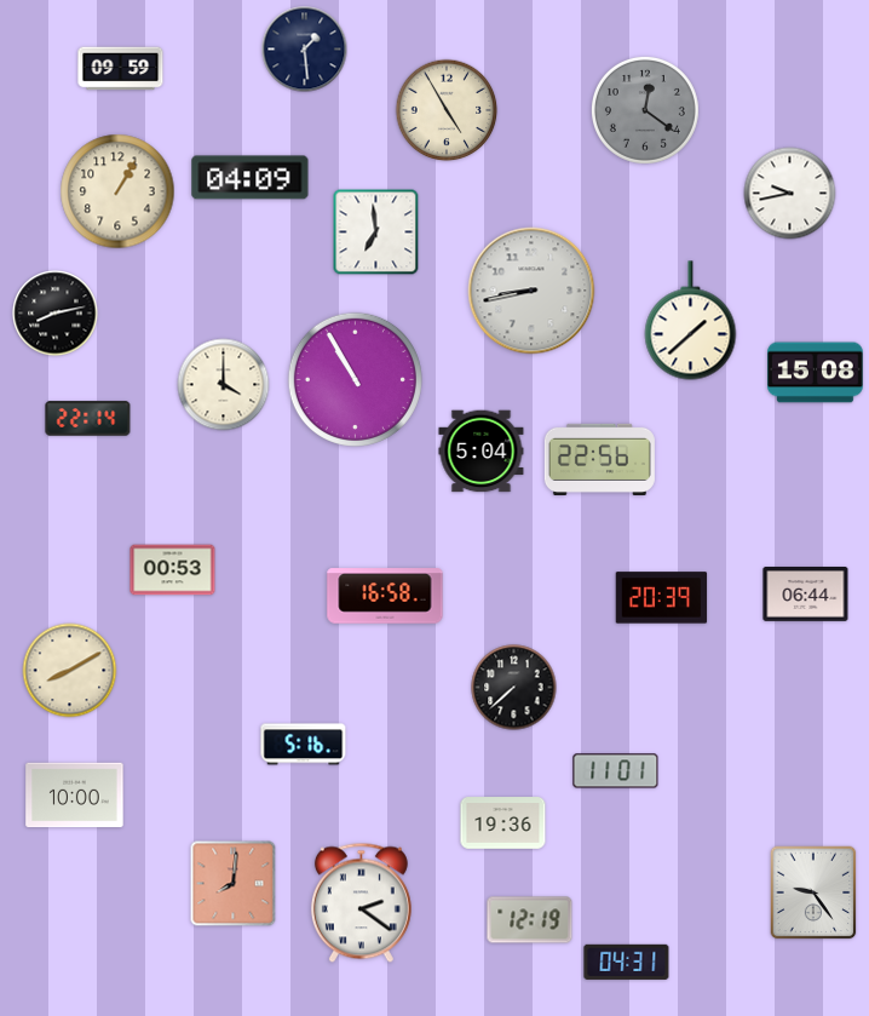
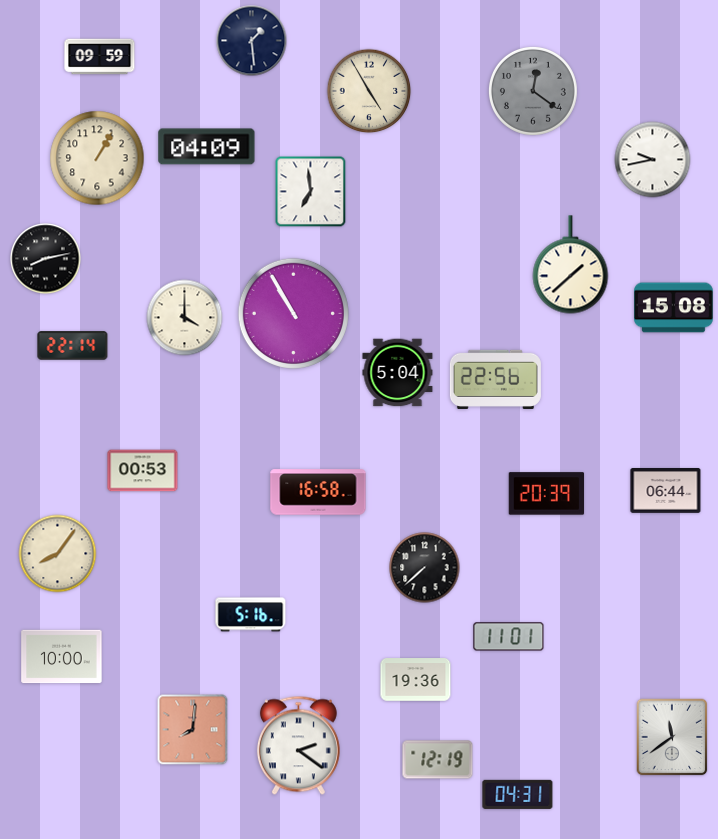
clock at (531, 291): 8:43 -> none
clock at (70, 671): 8:10 -> 8:06
clock at (813, 892): 9:24 -> 11:39
